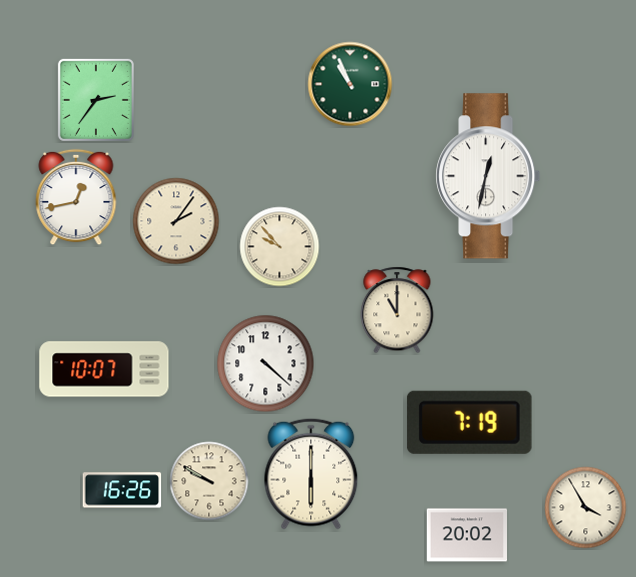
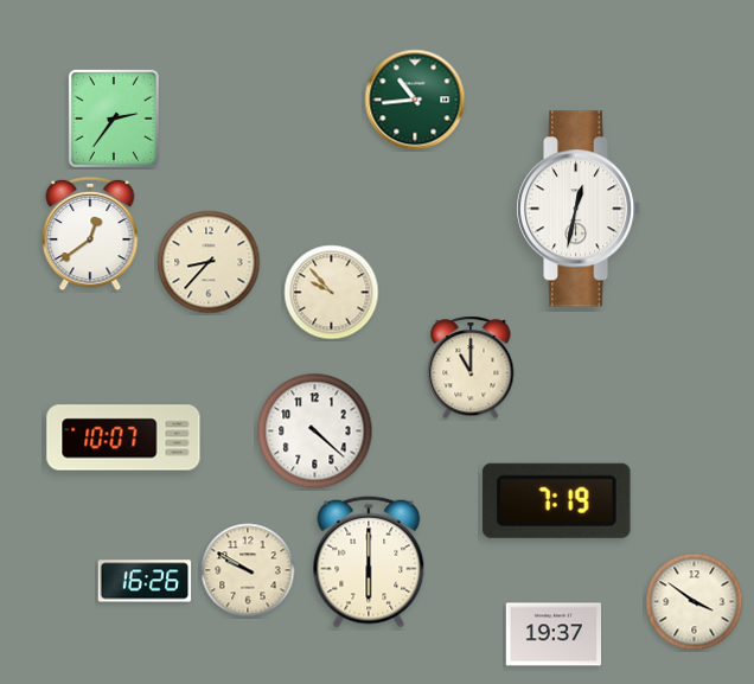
clock at (350, 84): 10:56 -> 10:44
clock at (76, 197): 12:43 -> 12:39
clock at (176, 221): 2:06 -> 8:37
clock at (586, 508): 3:55 -> 3:51
clock at (466, 535): 20:02 -> 19:37
